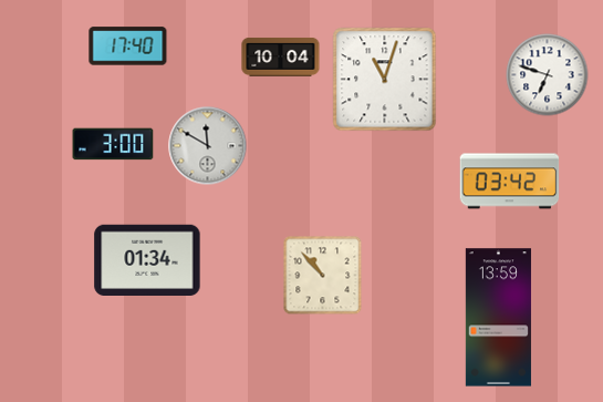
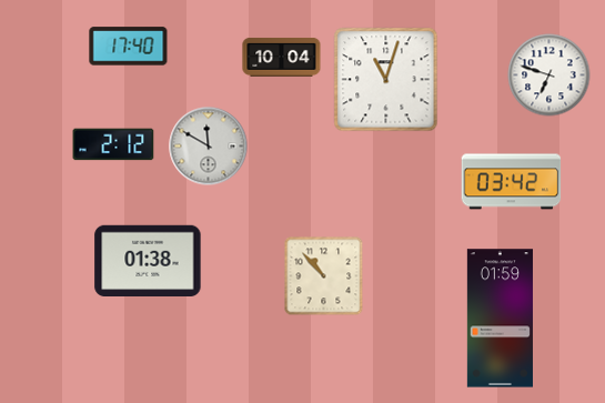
clock at (113, 144): 3:00 -> 2:12
clock at (147, 260): 01:34 -> 01:38
clock at (498, 318): 13:59 -> 01:59
